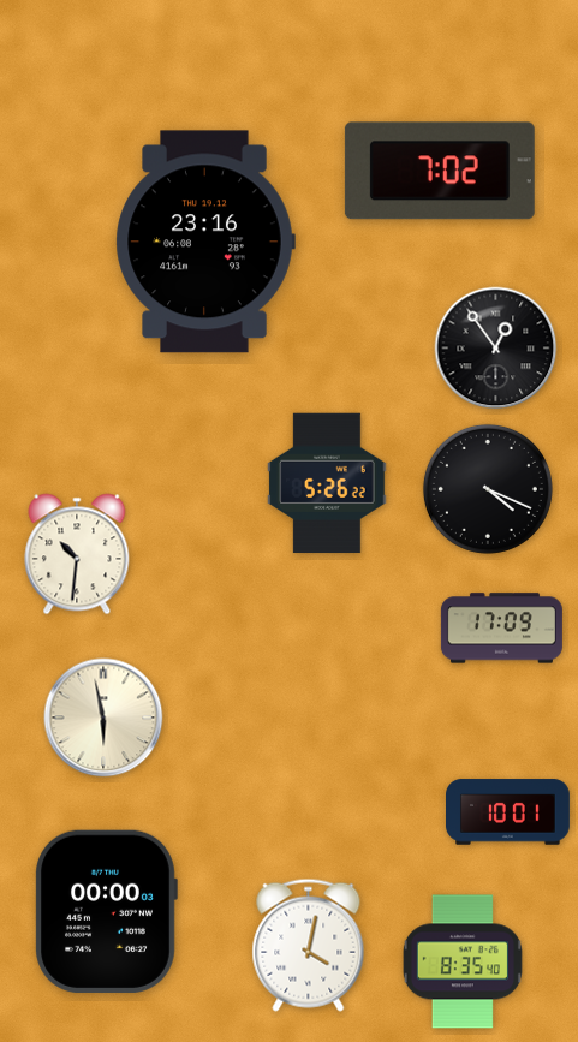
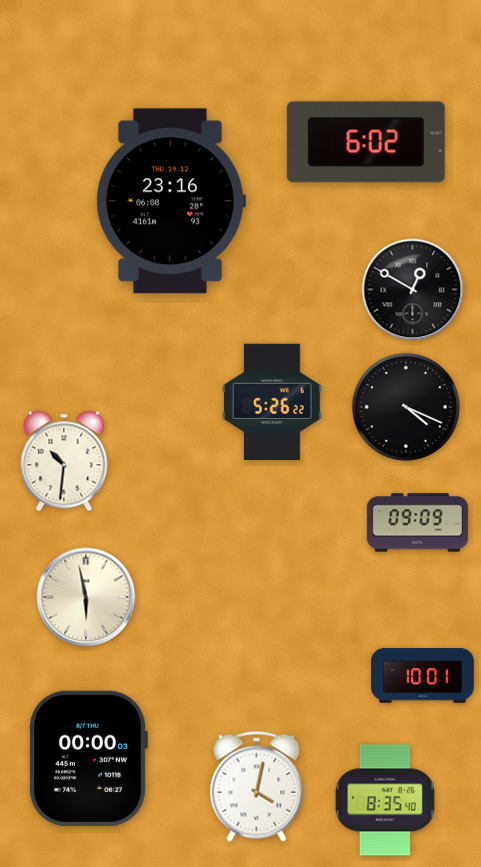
clock at (440, 171): 7:02 -> 6:02
clock at (496, 349): 12:54 -> 12:50
clock at (501, 629): 17:09 -> 09:09
